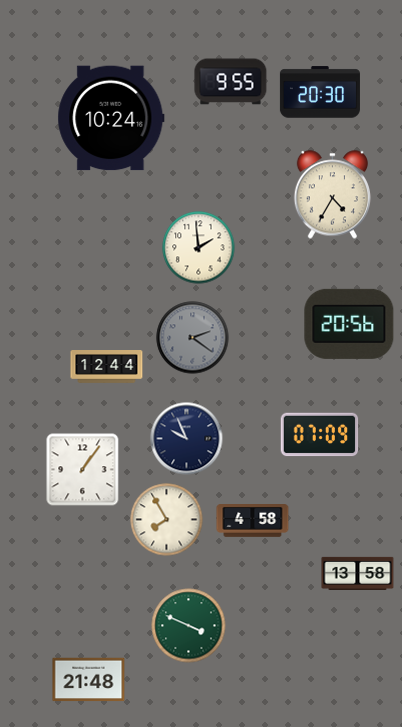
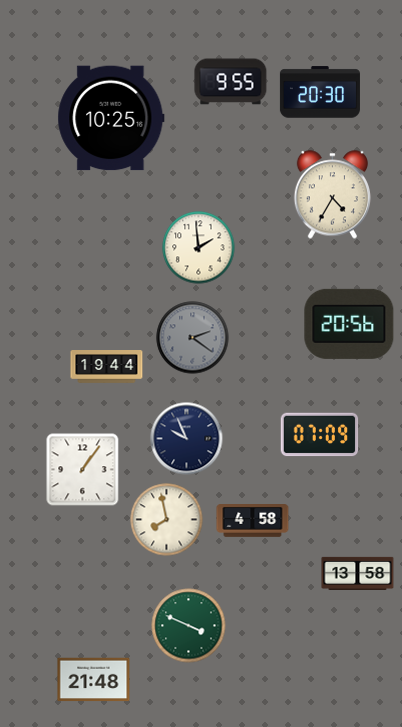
clock at (111, 118): 10:24 -> 10:25
clock at (107, 367): 12:44 -> 19:44
clock at (167, 520): 7:55 -> 7:58
clock at (89, 680) position: (89, 680) -> (94, 680)
